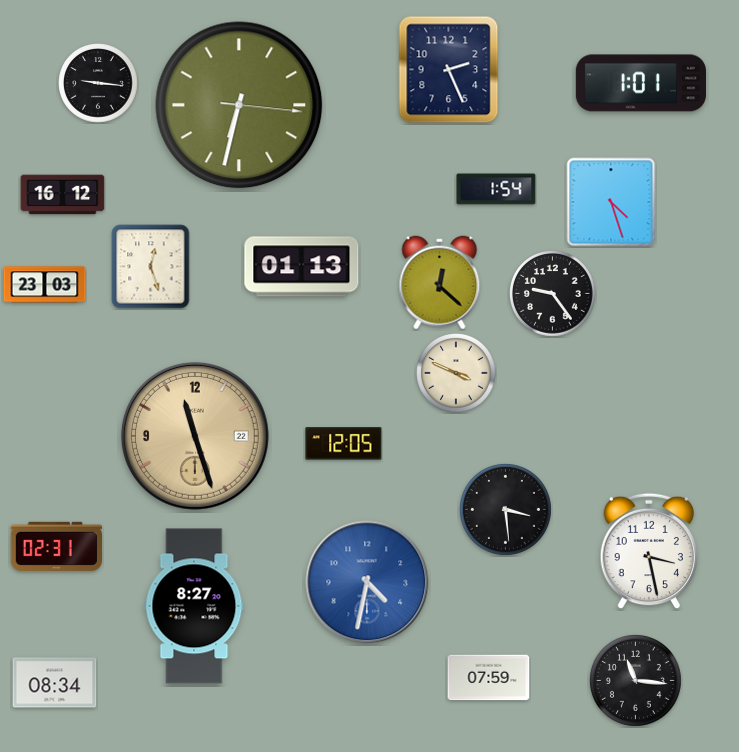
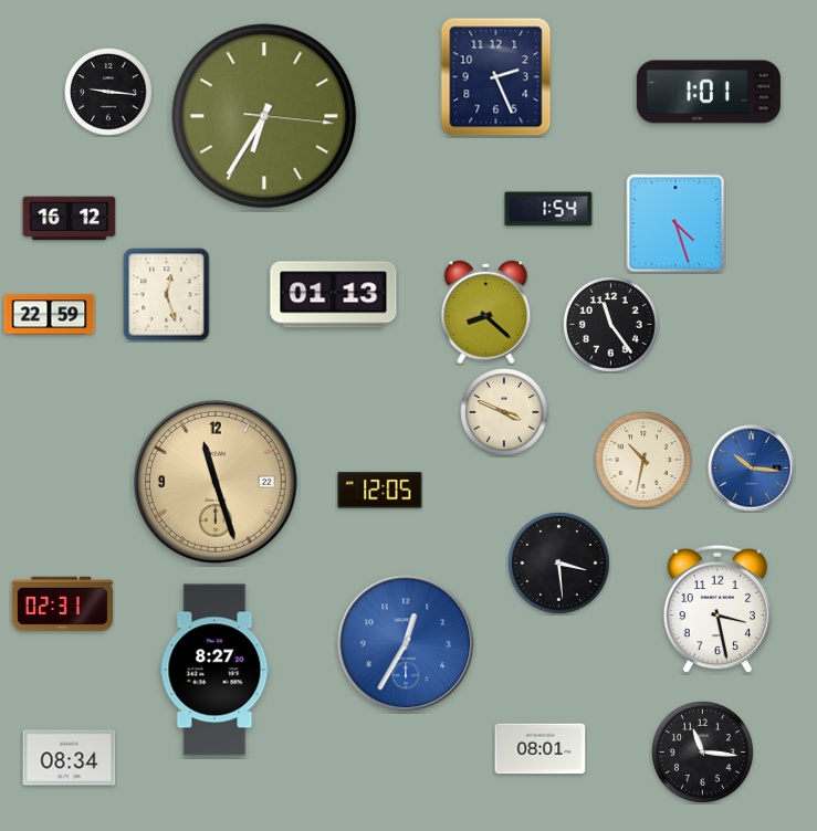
clock at (239, 105): 6:32 -> 6:35
clock at (63, 195) position: (63, 195) -> (70, 219)
clock at (440, 283): 12:22 -> 8:22
clock at (45, 285): 23:03 -> 22:59
clock at (553, 294): 9:24 -> 11:24
clock at (645, 461): none -> 10:32
clock at (752, 469): none -> 10:16
clock at (367, 582): 4:32 -> 12:35
clock at (489, 678): 07:59 -> 08:01
clock at (55, 683) position: (55, 683) -> (70, 758)
